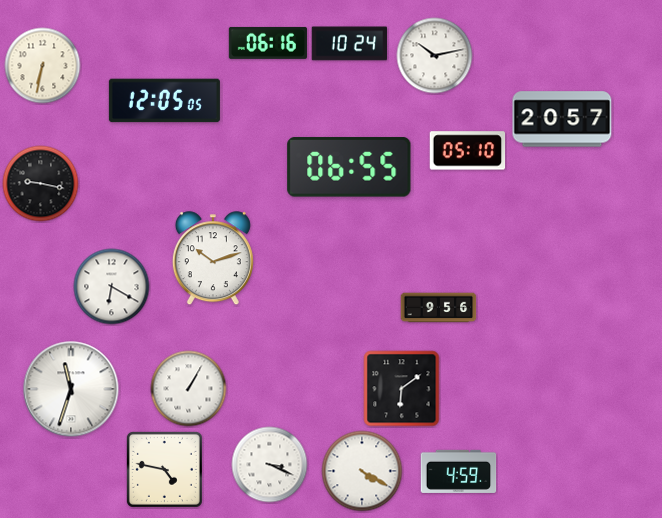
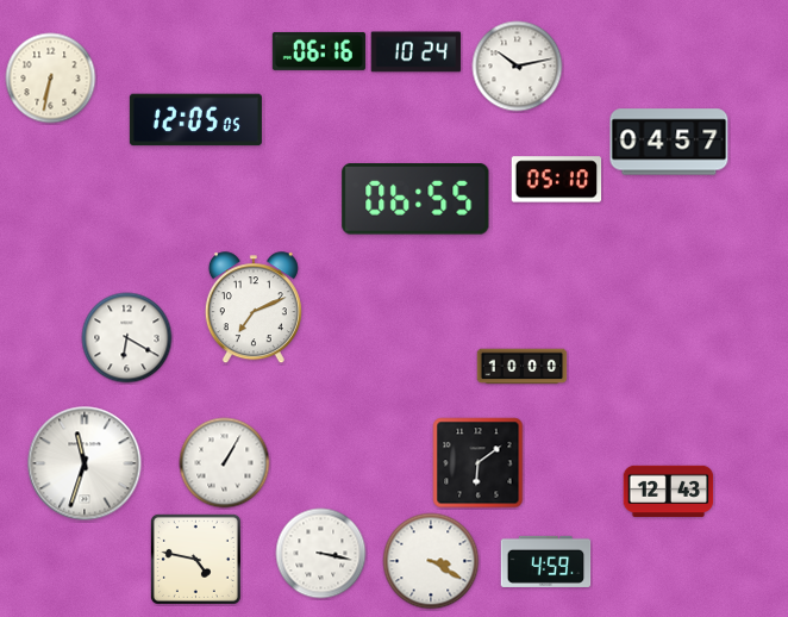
clock at (562, 119): 20:57 -> 04:57
clock at (41, 184): 9:17 -> none
clock at (213, 259): 10:12 -> 7:11
clock at (112, 287) position: (112, 287) -> (127, 338)
clock at (439, 308): 9:56 -> 10:00
clock at (669, 492): none -> 12:43
clock at (270, 465): 3:19 -> 3:17
clock at (362, 471): 4:20 -> 3:20
